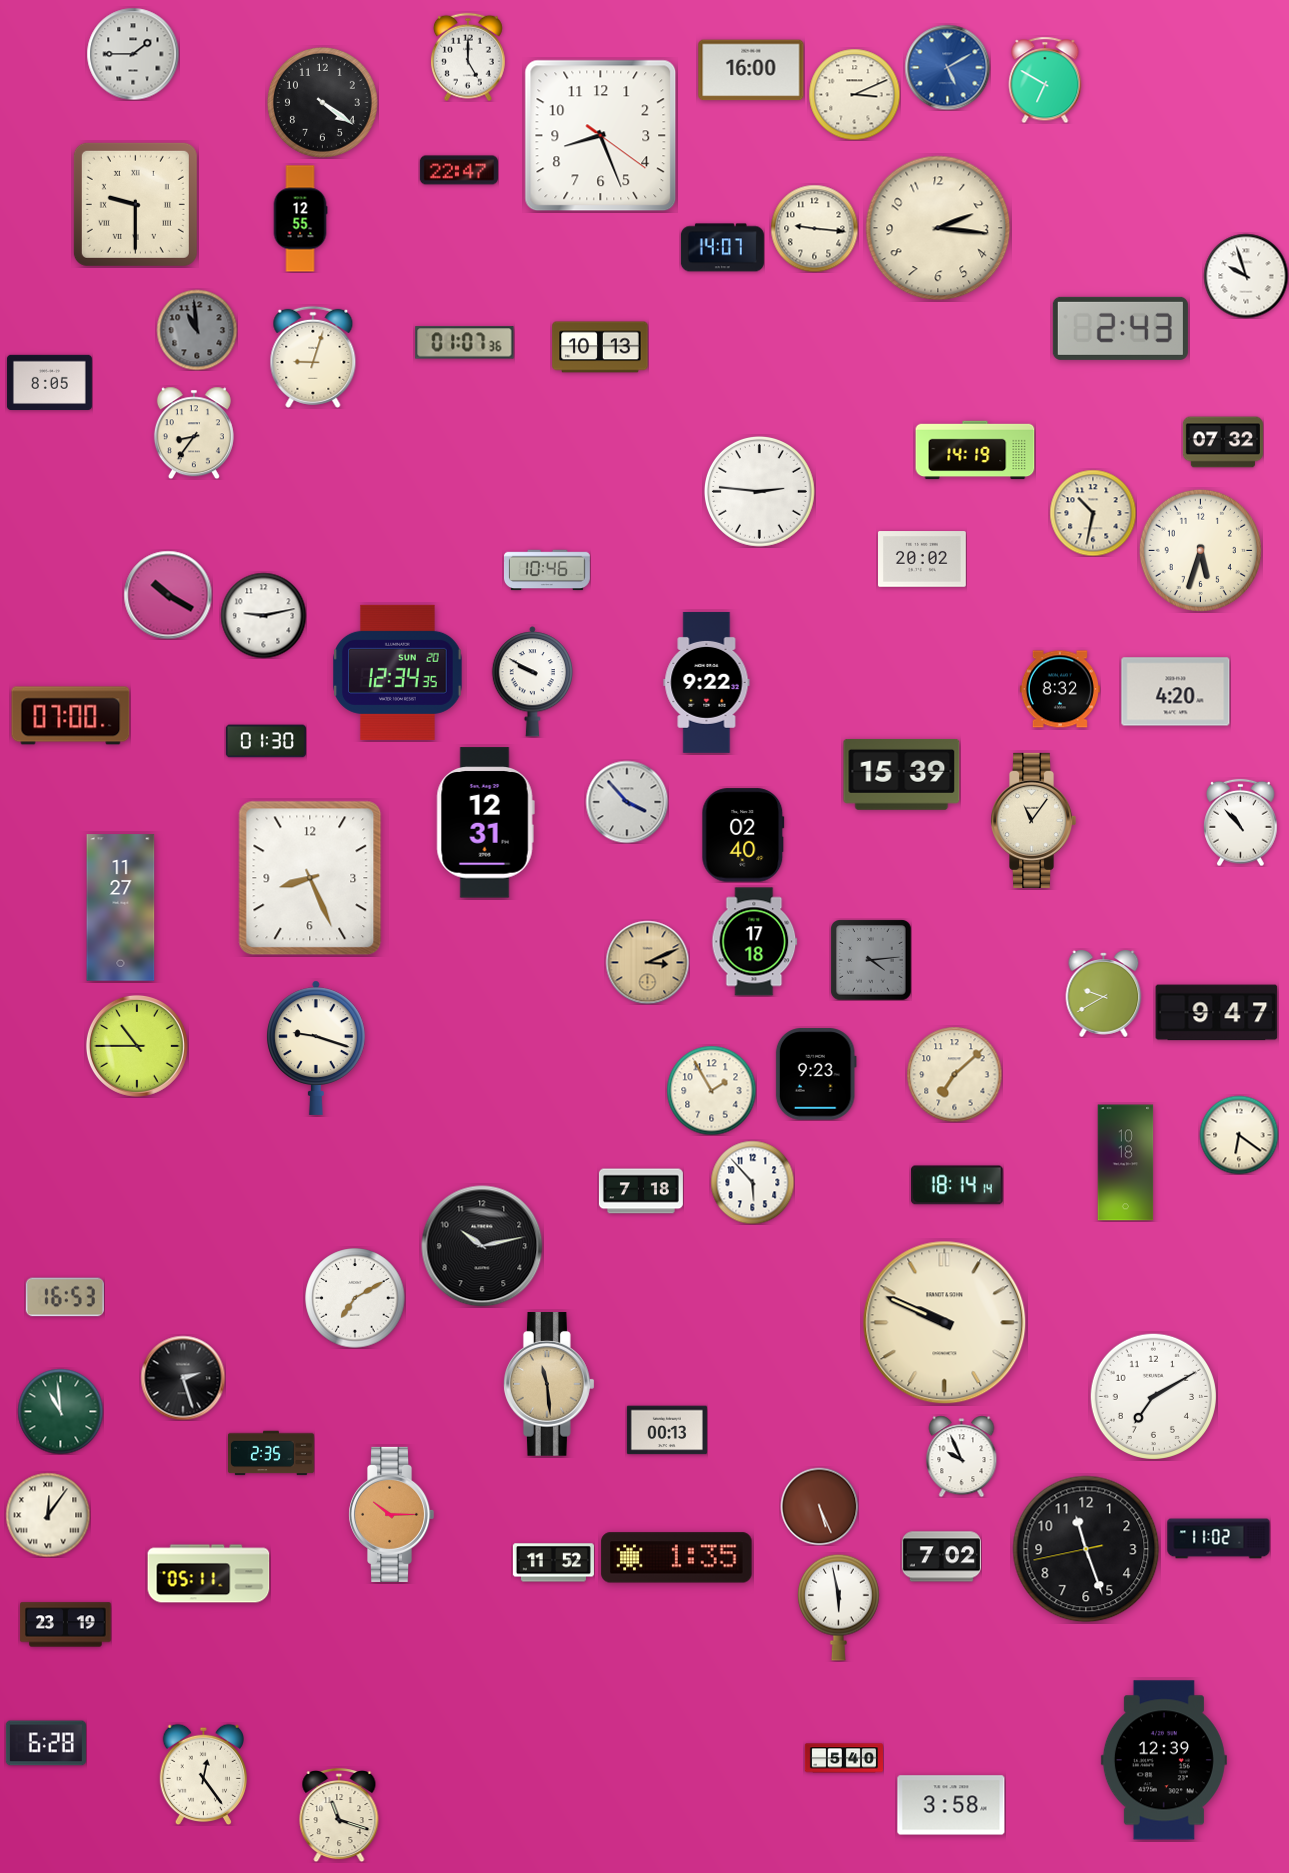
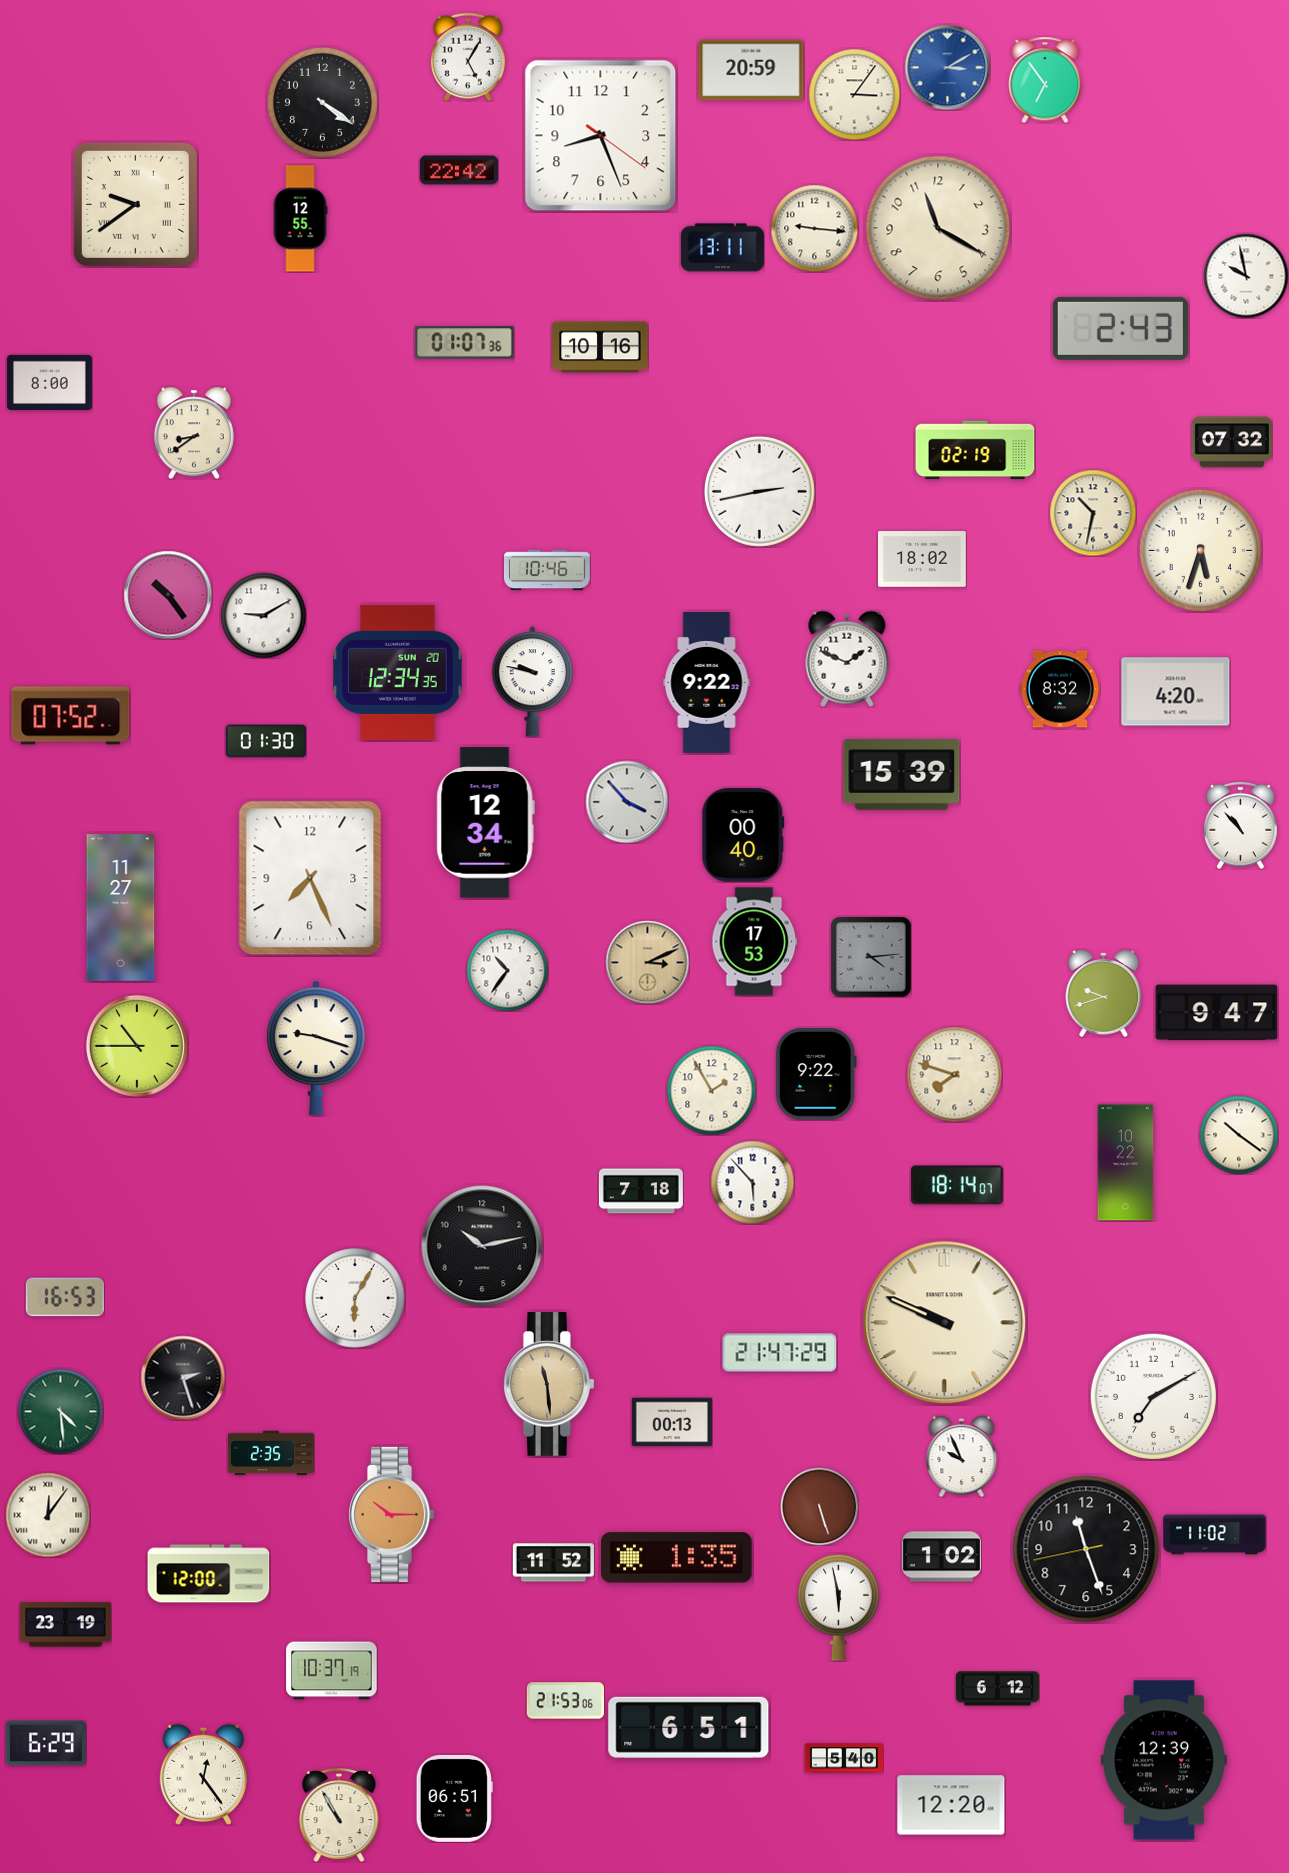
clock at (133, 54): 1:45 -> none
clock at (468, 57): 5:00 -> 5:05
clock at (947, 67): 5:10 -> 3:10
clock at (751, 70): 16:00 -> 20:59
clock at (1045, 80): 6:50 -> 6:54
clock at (854, 94): 3:11 -> 3:06
clock at (459, 170): 22:47 -> 22:42
clock at (135, 204): 9:30 -> 9:39
clock at (938, 228): 2:16 -> 11:20
clock at (722, 248): 14:07 -> 13:11
clock at (1246, 276): 9:57 -> 9:58
clock at (197, 330): 10:59 -> none
clock at (600, 347): 10:13 -> 10:16
clock at (313, 357): 9:03 -> none
clock at (49, 382): 8:05 -> 8:00
clock at (194, 433): 8:36 -> 8:39
clock at (1223, 442) position: (1223, 442) -> (1232, 442)
clock at (975, 450): 14:19 -> 02:19
clock at (759, 491): 2:46 -> 2:43
clock at (923, 559): 20:02 -> 18:02
clock at (168, 595): 10:20 -> 10:24
clock at (263, 615): 9:13 -> 9:10
clock at (847, 659): none -> 1:49
clock at (532, 682): 9:50 -> 9:47
clock at (71, 716): 07:00 -> 07:52
clock at (1034, 820): 11:06 -> none
clock at (1241, 822) position: (1241, 822) -> (1241, 825)
clock at (485, 823): 12:31 -> 12:34
clock at (743, 835): 02:40 -> 00:40
clock at (310, 878): 8:26 -> 7:26
clock at (755, 942): 17:18 -> 17:53
clock at (871, 960) position: (871, 960) -> (871, 957)
clock at (507, 970): none -> 10:36
clock at (1104, 993): 9:40 -> 9:42
clock at (816, 1074): 9:23 -> 9:22
clock at (954, 1074): 7:08 -> 7:48
clock at (1239, 1135): 6:21 -> 10:21
clock at (1126, 1163): 10:18 -> 10:22
clock at (957, 1185): 18:14:14 -> 18:14:07
clock at (355, 1298): 7:10 -> 6:05
clock at (780, 1353): none -> 21:47
clock at (60, 1411): 10:59 -> 4:29
clock at (667, 1430) position: (667, 1430) -> (672, 1422)
clock at (819, 1506): 5:26 -> 5:27
clock at (1219, 1539) position: (1219, 1539) -> (1215, 1535)
clock at (941, 1557): 7:02 -> 1:02
clock at (209, 1574): 05:11 -> 12:00
clock at (332, 1671): none -> 10:37
clock at (997, 1689): none -> 6:12
clock at (565, 1701): none -> 21:53
clock at (689, 1727): none -> 6:51
clock at (46, 1743): 6:28 -> 6:29
clock at (454, 1798): none -> 06:51
clock at (951, 1805): 3:58 -> 12:20
clock at (339, 1815): 11:18 -> 10:55
